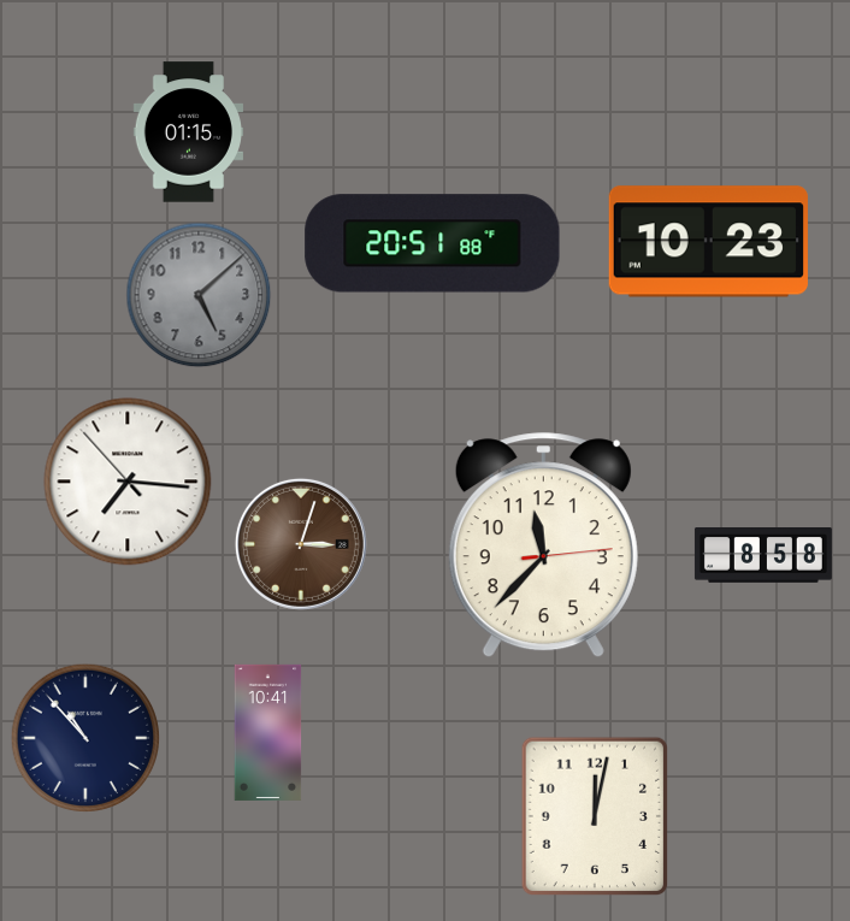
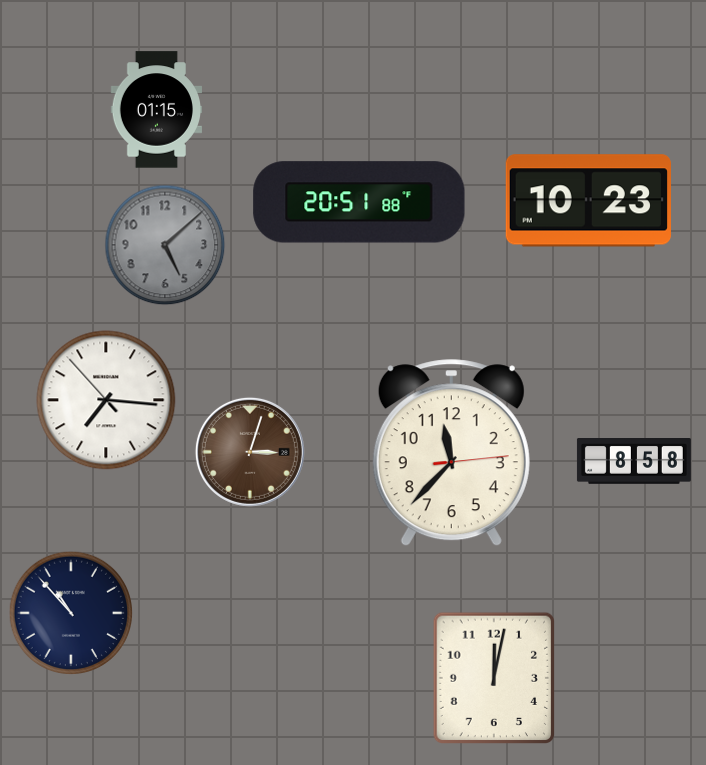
clock at (268, 732): 10:41 -> none
